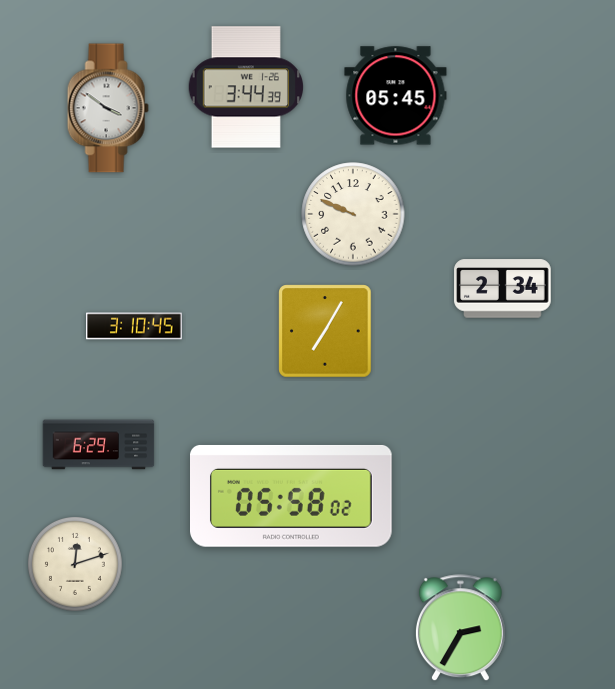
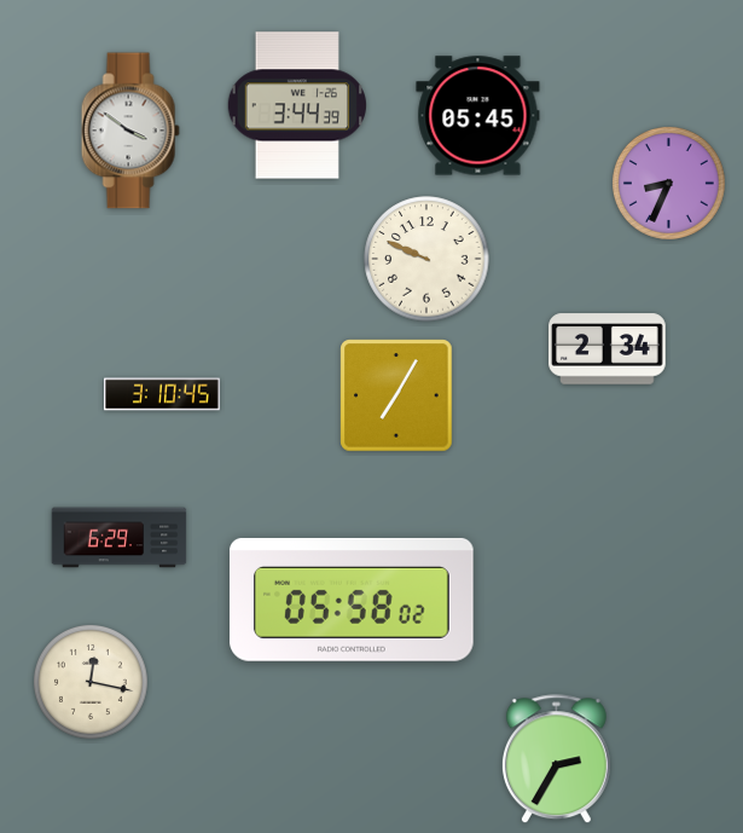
clock at (668, 183): none -> 8:34
clock at (325, 331) position: (325, 331) -> (396, 395)
clock at (75, 564): 12:12 -> 12:17
